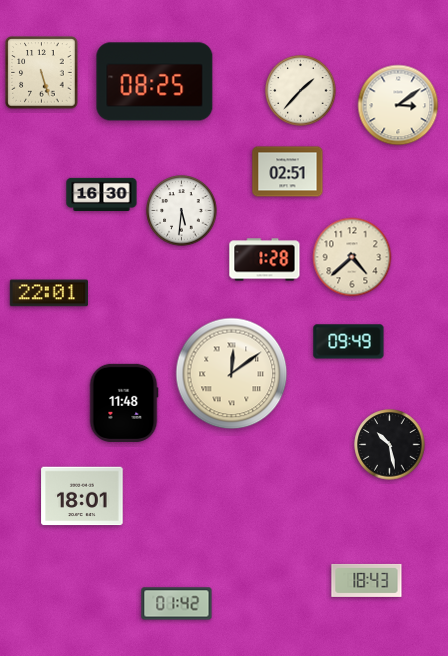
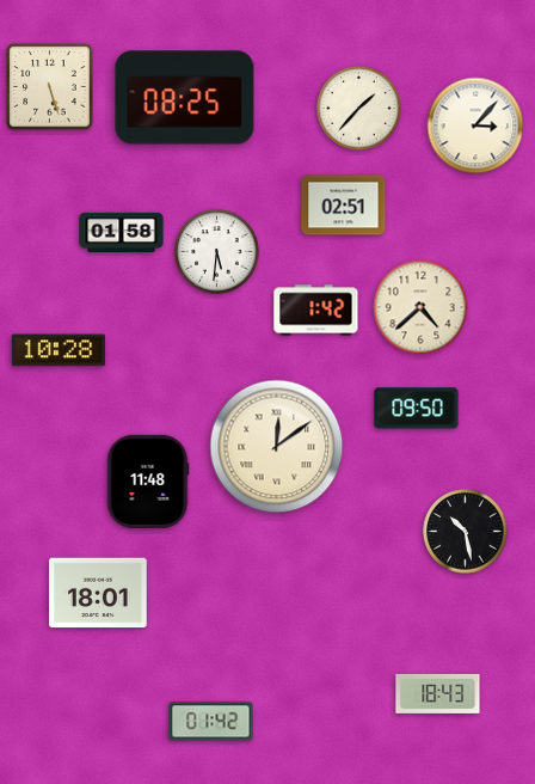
clock at (398, 105): 3:09 -> 3:07
clock at (102, 194): 16:30 -> 01:58
clock at (265, 260): 1:28 -> 1:42
clock at (49, 293): 22:01 -> 10:28
clock at (349, 342): 09:49 -> 09:50
